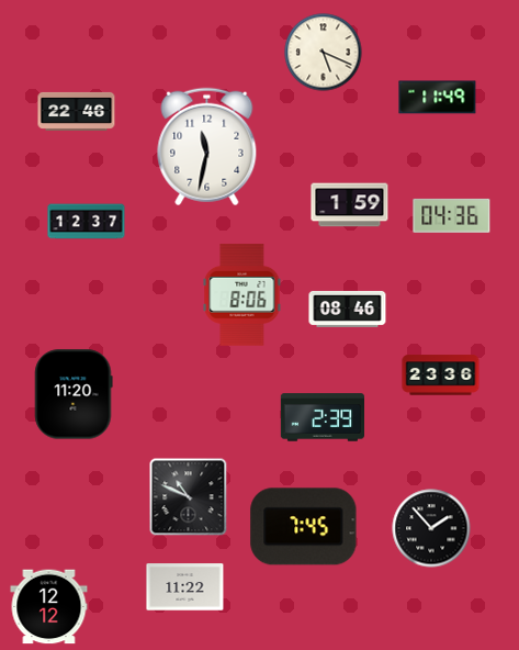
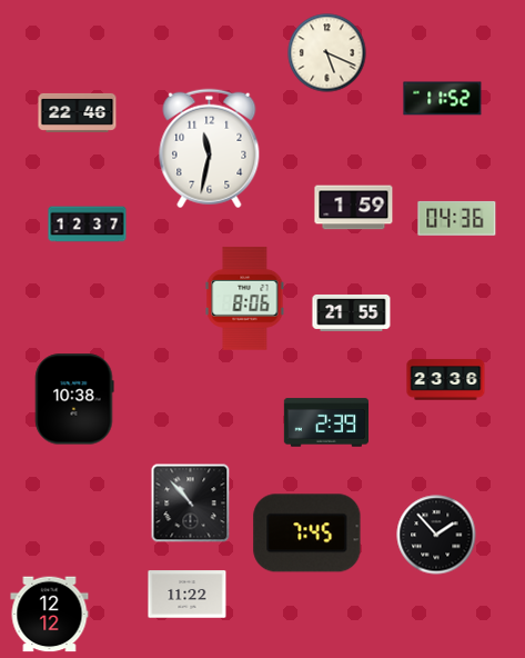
clock at (438, 98): 11:49 -> 11:52
clock at (348, 310): 08:46 -> 21:55
clock at (74, 394): 11:20 -> 10:38
clock at (189, 497): 10:49 -> 10:53
